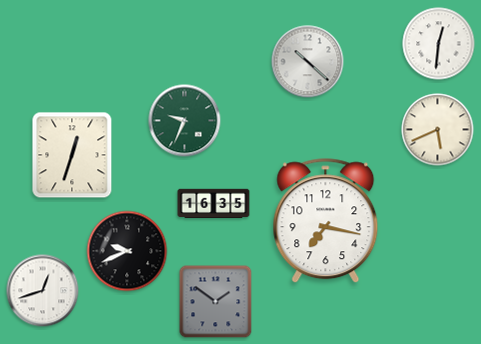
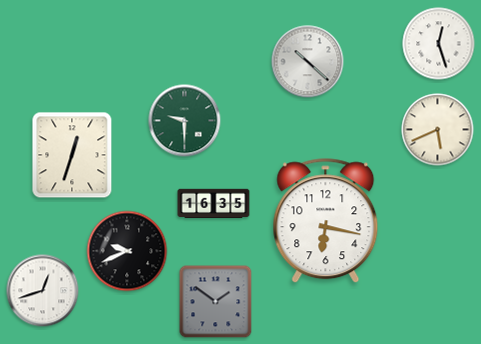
clock at (439, 44): 12:31 -> 12:27
clock at (185, 121): 9:34 -> 9:30
clock at (326, 221): 7:17 -> 6:17
